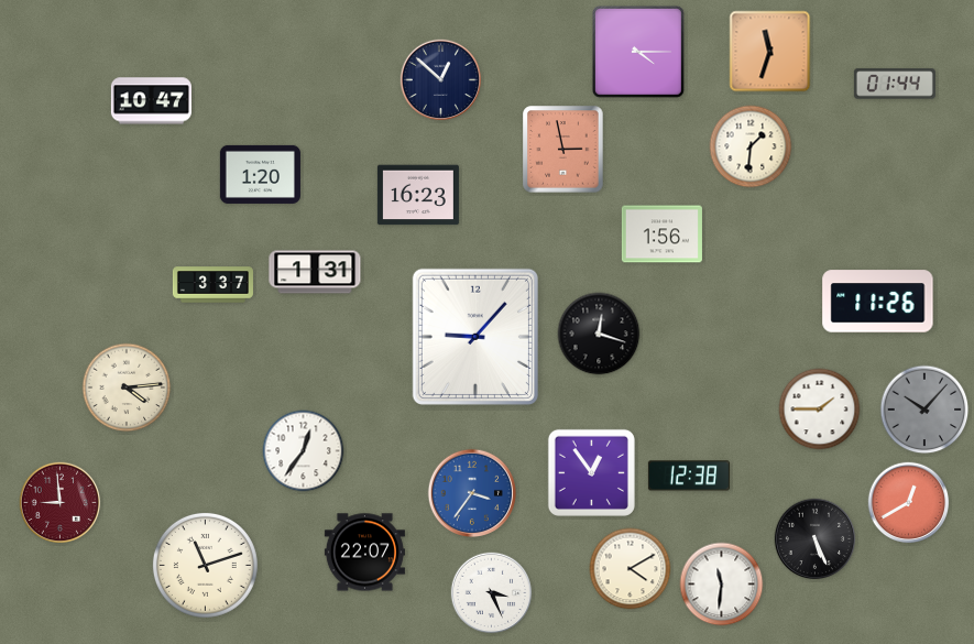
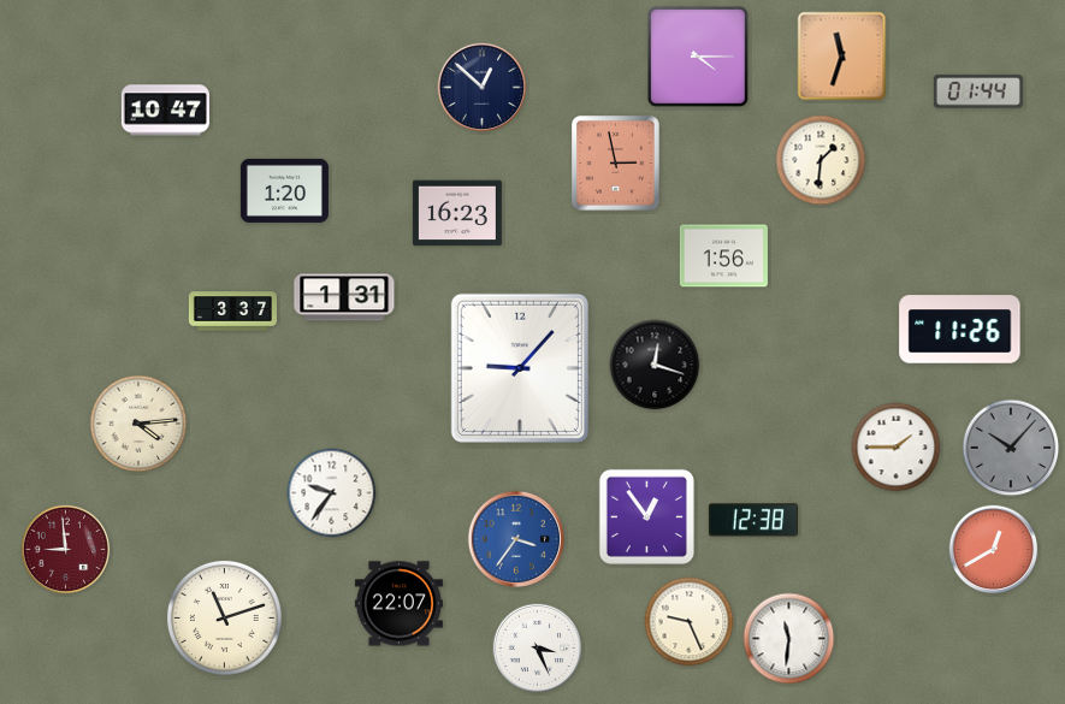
clock at (304, 451): 12:36 -> 9:36
clock at (816, 539): 5:26 -> none
clock at (631, 569): 4:10 -> 9:26
